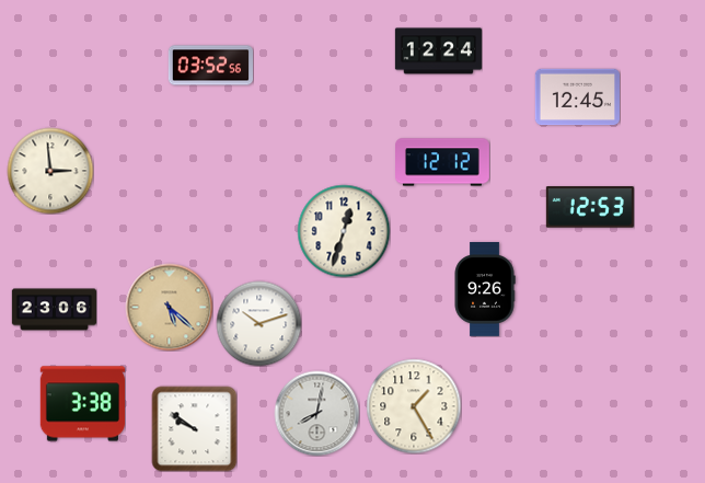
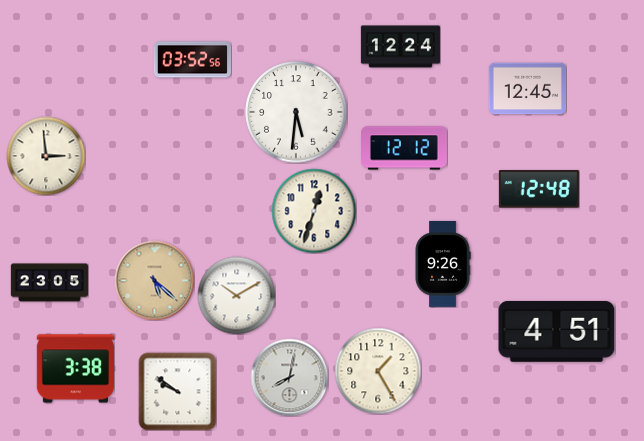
clock at (296, 112): none -> 5:31
clock at (590, 207): 12:53 -> 12:48
clock at (54, 310): 23:06 -> 23:05
clock at (258, 323): 10:12 -> 10:10
clock at (557, 331): none -> 4:51
